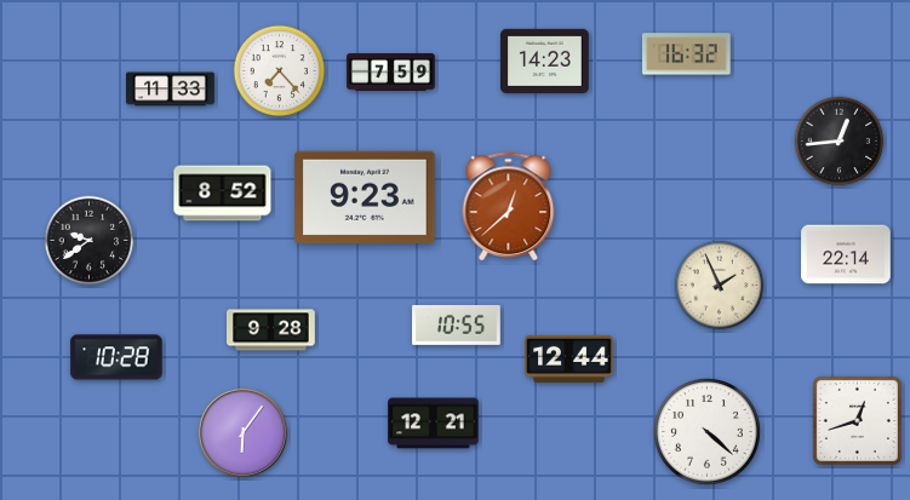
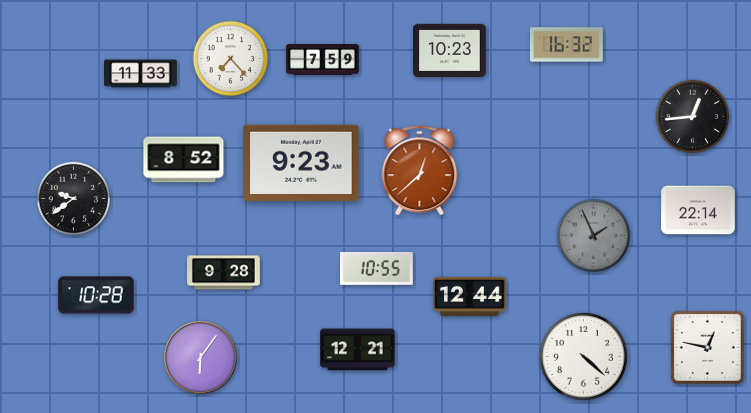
clock at (545, 61): 14:23 -> 10:23
clock at (720, 286) dial: cream -> grey
clock at (857, 420): 12:42 -> 12:47
